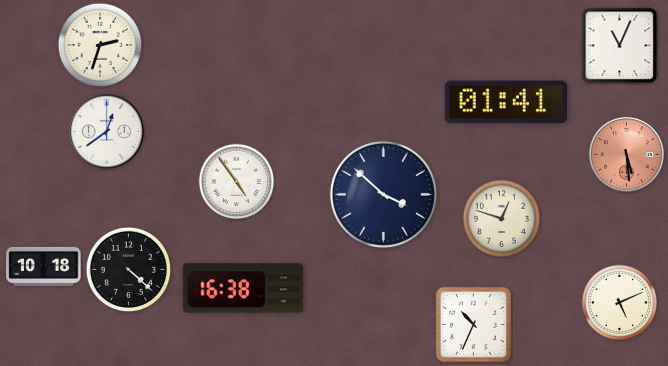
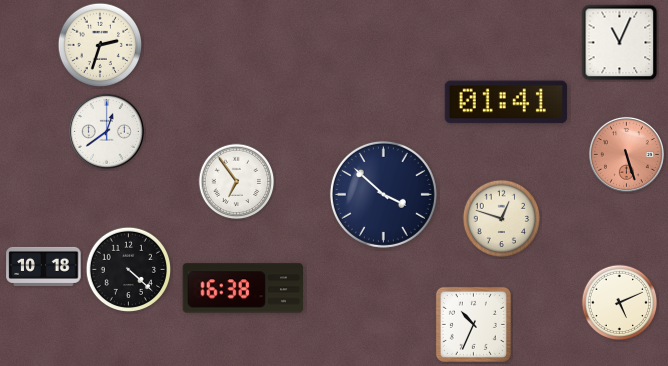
clock at (620, 46) position: (620, 46) -> (620, 43)
clock at (626, 154): 5:29 -> 5:27
clock at (237, 182): 4:54 -> 6:54
